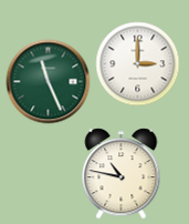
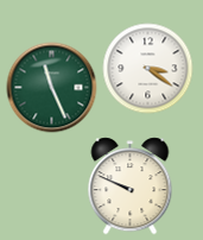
clock at (138, 64): 3:00 -> 3:21
clock at (122, 174): 10:47 -> 9:49
